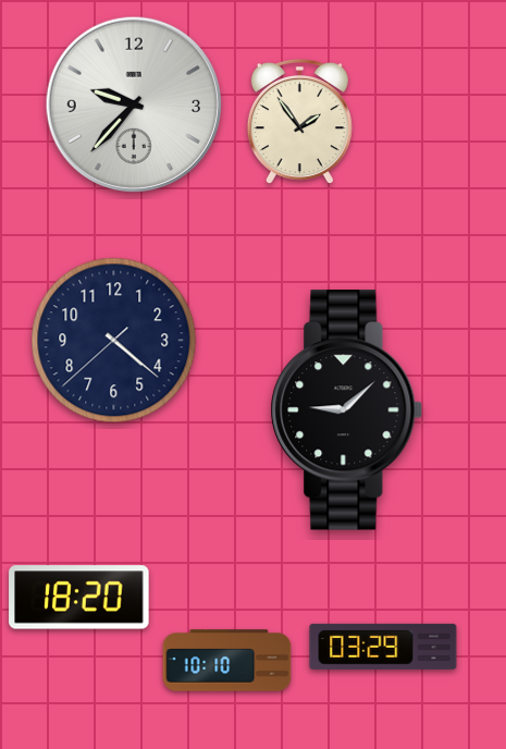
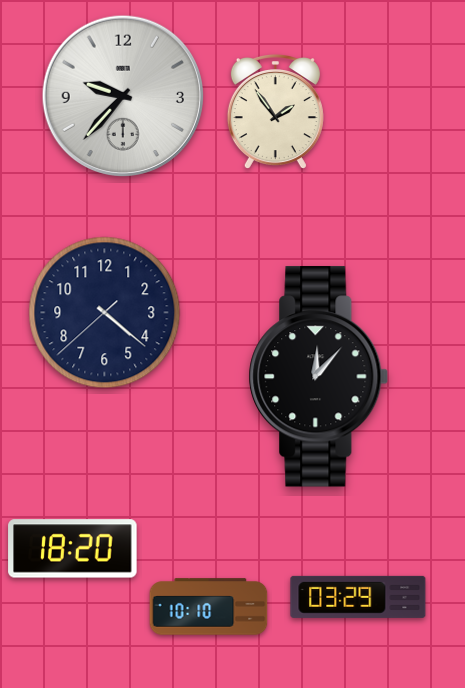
clock at (347, 410): 9:08 -> 12:07
clock at (383, 647) position: (383, 647) -> (358, 597)
